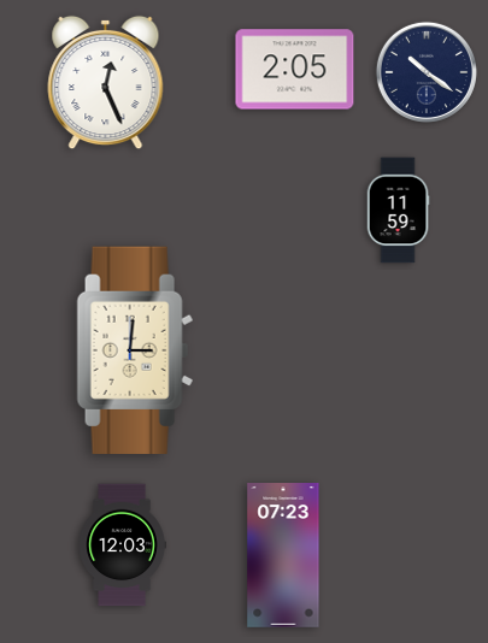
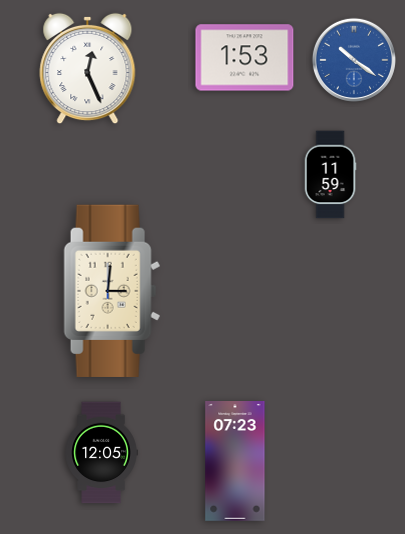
clock at (295, 70): 2:05 -> 1:53
clock at (427, 72) dial: navy -> blue
clock at (122, 545): 12:03 -> 12:05
